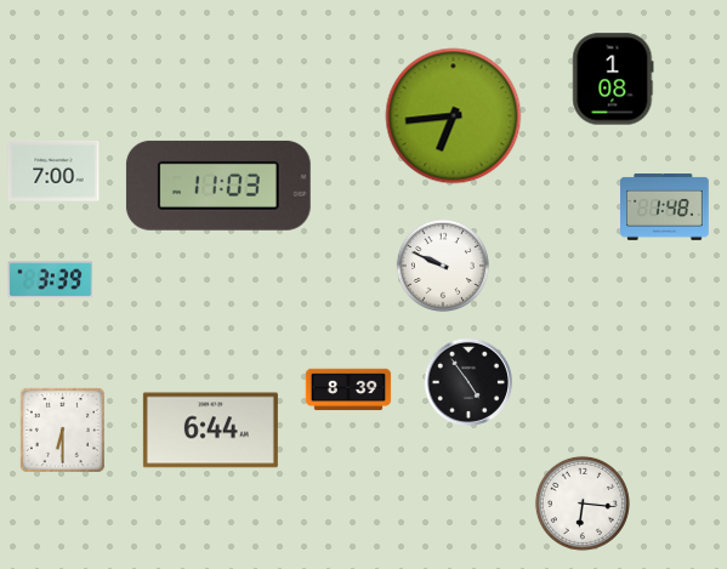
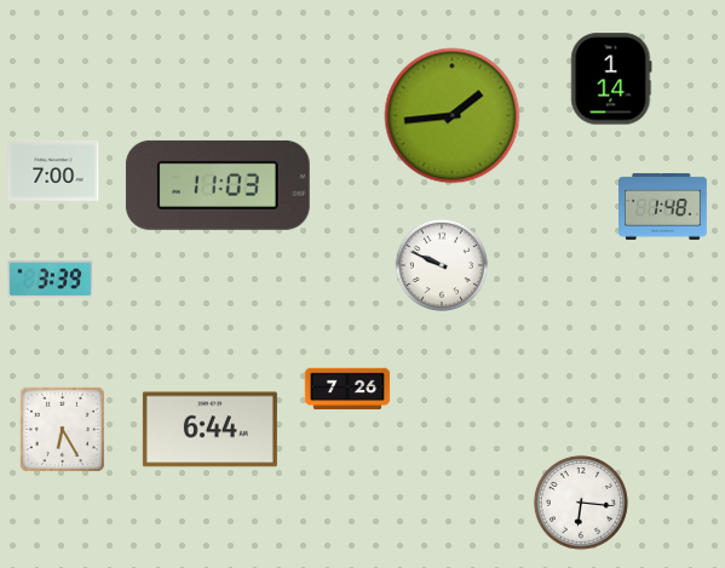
clock at (613, 79): 1:08 -> 1:14
clock at (454, 116): 6:44 -> 1:44
clock at (468, 382): 4:54 -> none
clock at (348, 389): 8:39 -> 7:26
clock at (62, 429): 6:30 -> 6:25
